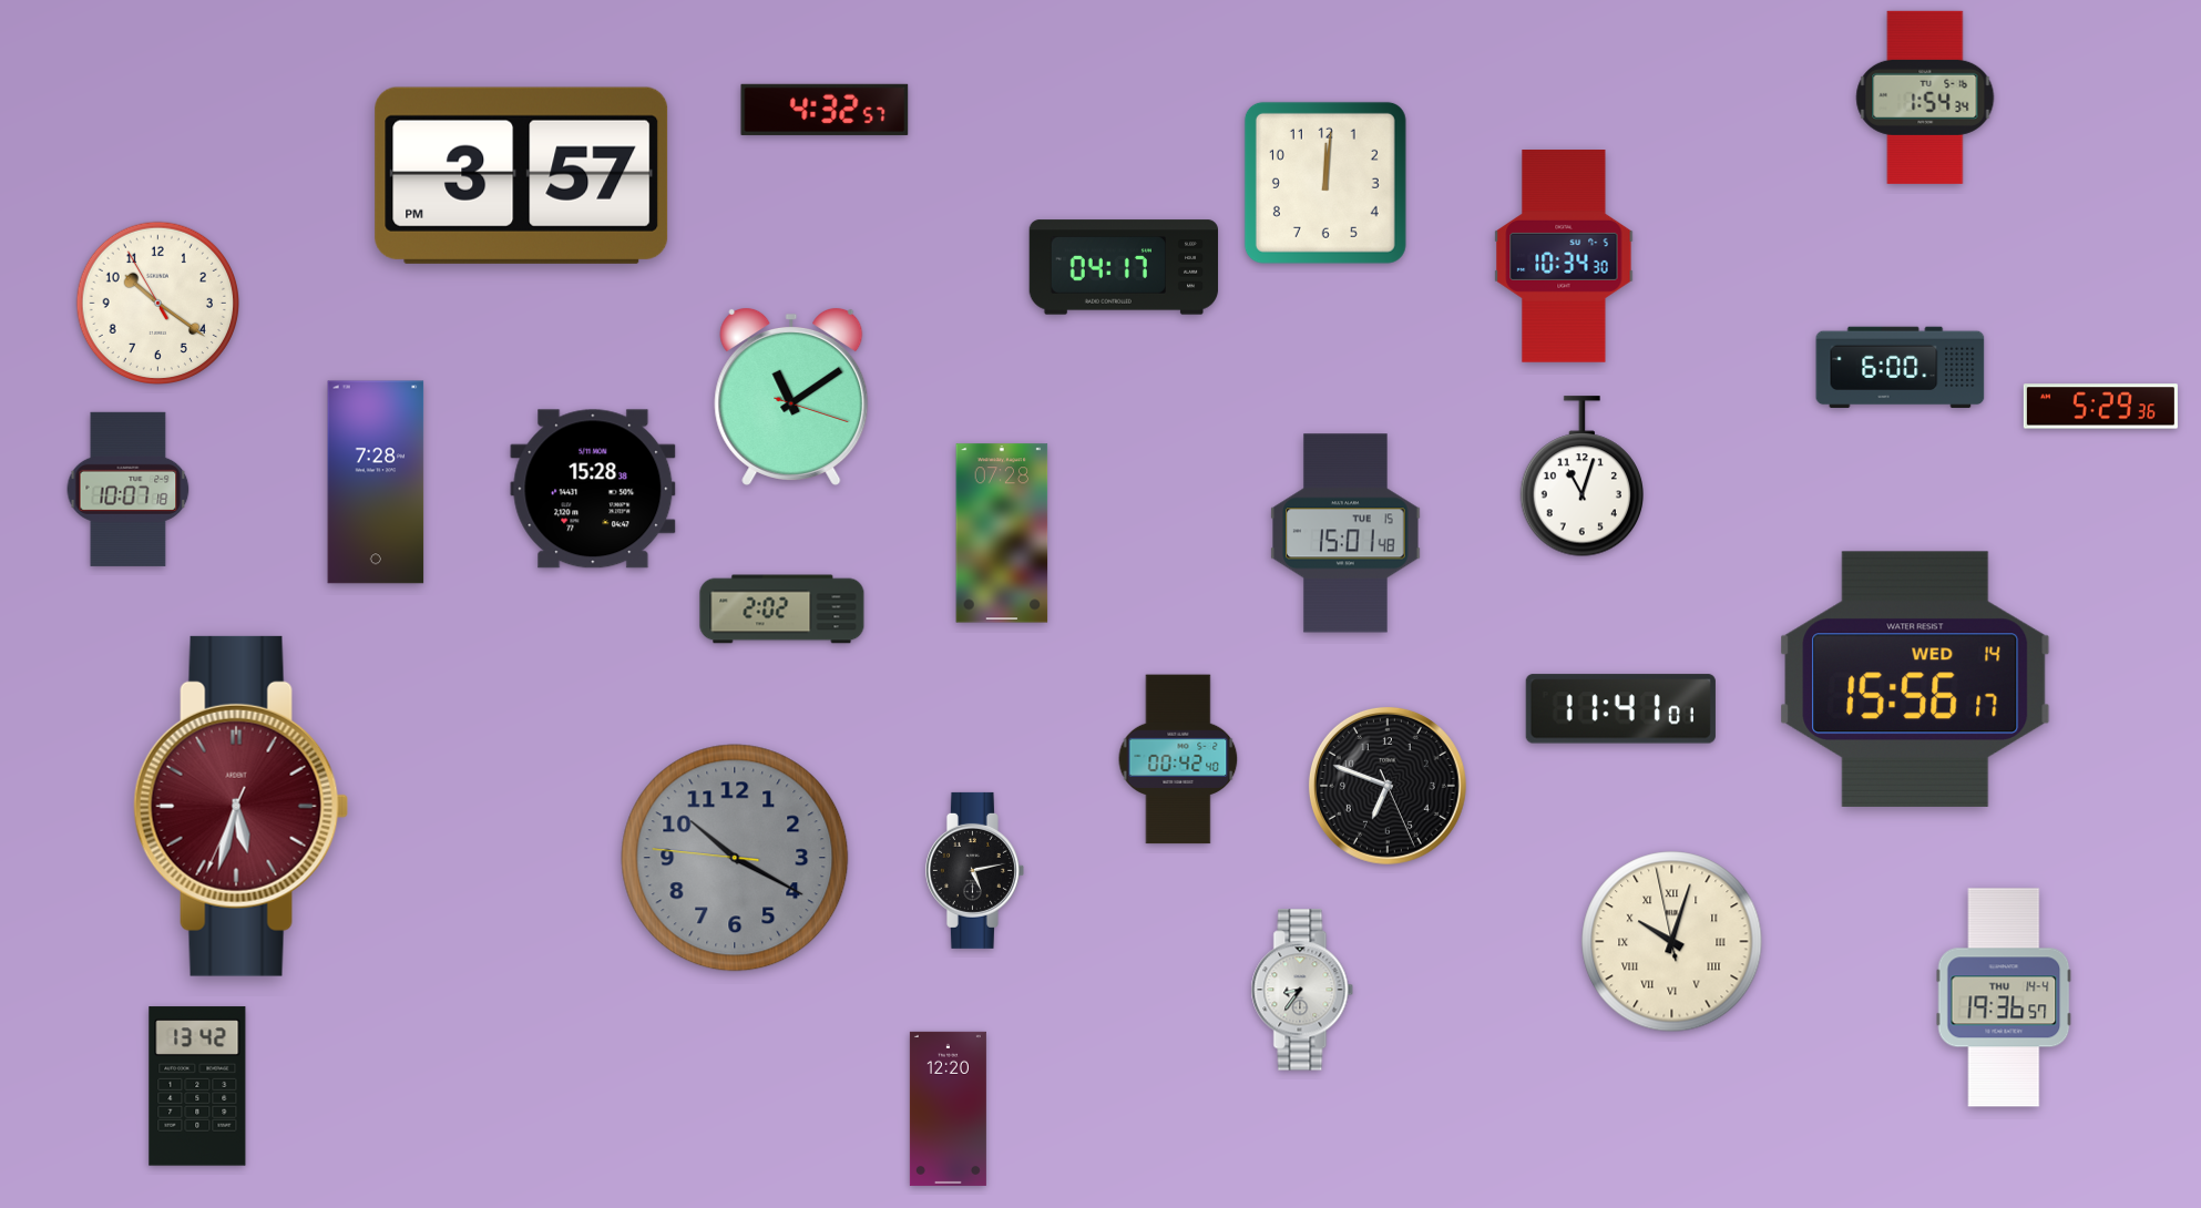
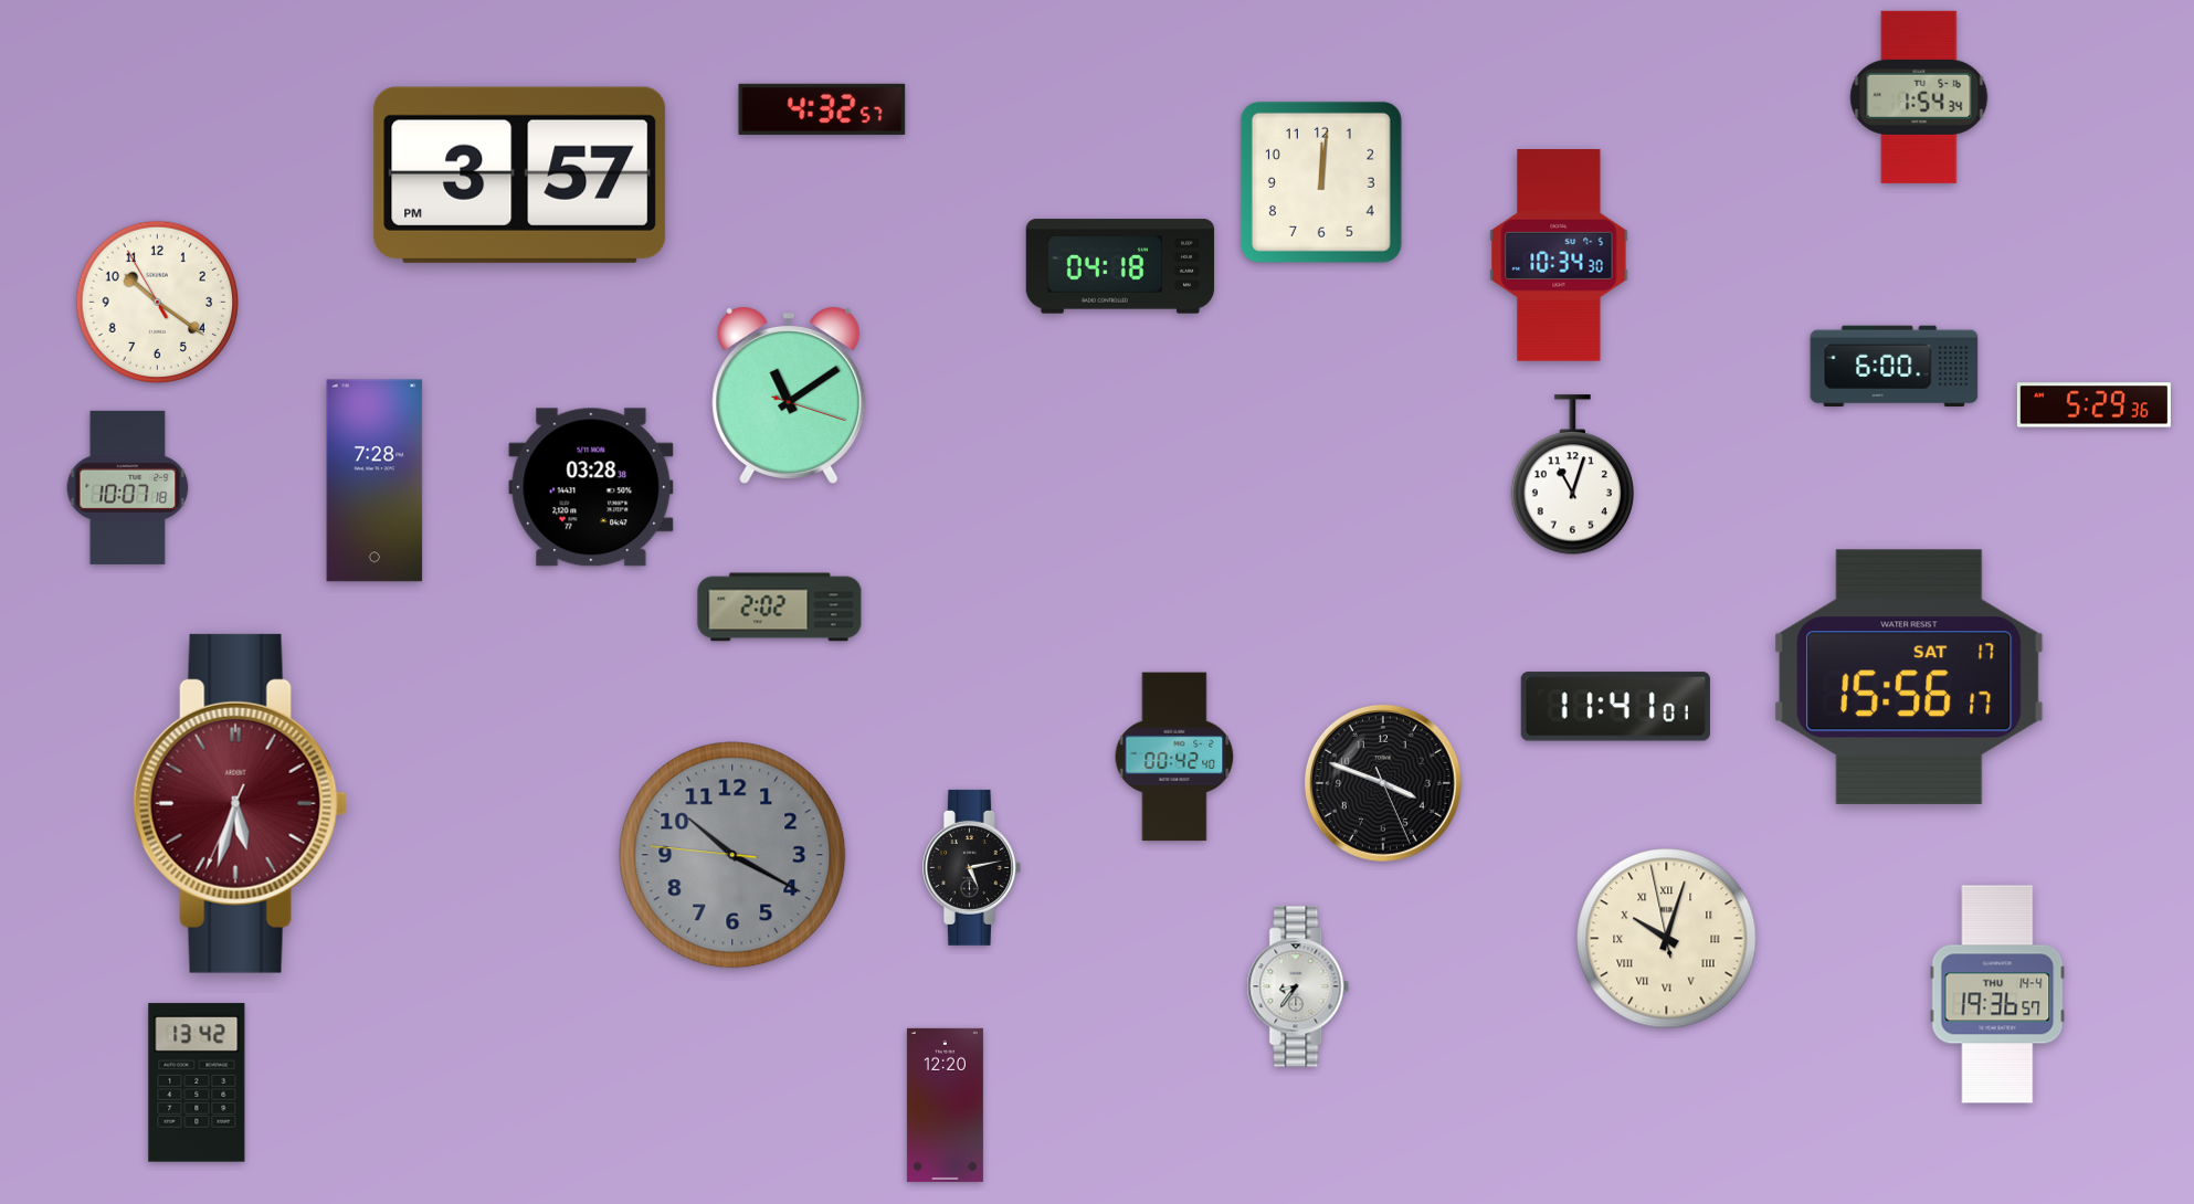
clock at (1124, 267): 04:17 -> 04:18
clock at (1581, 477) position: (1581, 477) -> (1572, 475)
clock at (593, 489): 15:28 -> 03:28
clock at (1002, 533): 07:28 -> none
clock at (1345, 533): 15:01 -> none
clock at (1915, 679) date: WED 14 -> SAT 17
clock at (1388, 786): 6:48 -> 3:48
